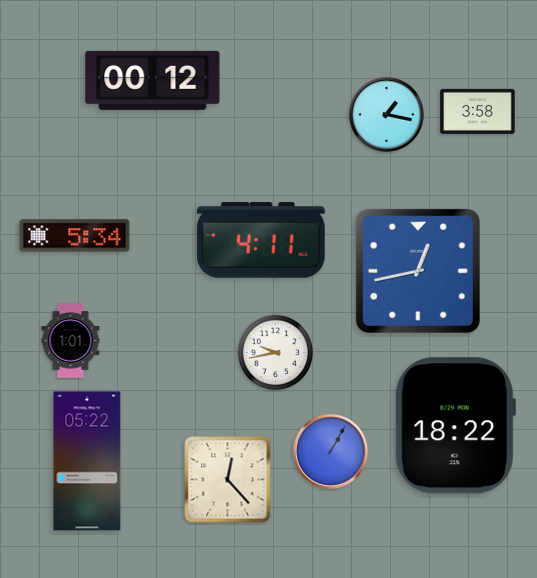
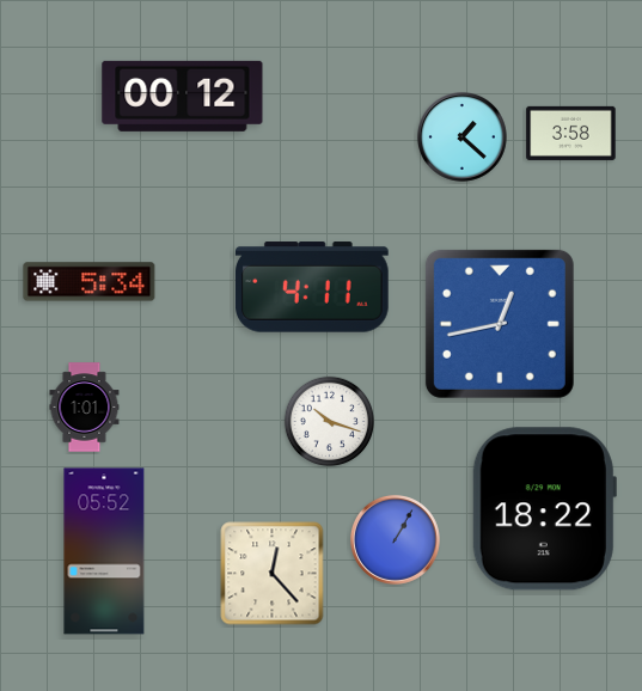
clock at (386, 114): 1:17 -> 1:22
clock at (276, 353): 9:43 -> 10:18
clock at (87, 461): 05:22 -> 05:52
